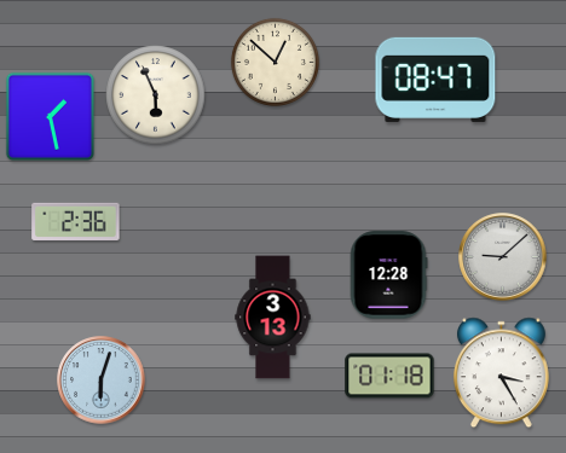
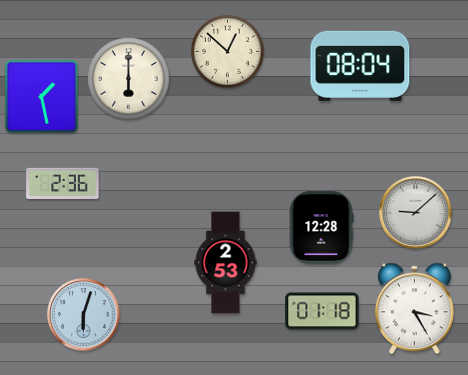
clock at (435, 80): 08:47 -> 08:04
clock at (156, 95): 5:56 -> 6:00
clock at (273, 318): 3:13 -> 2:53
